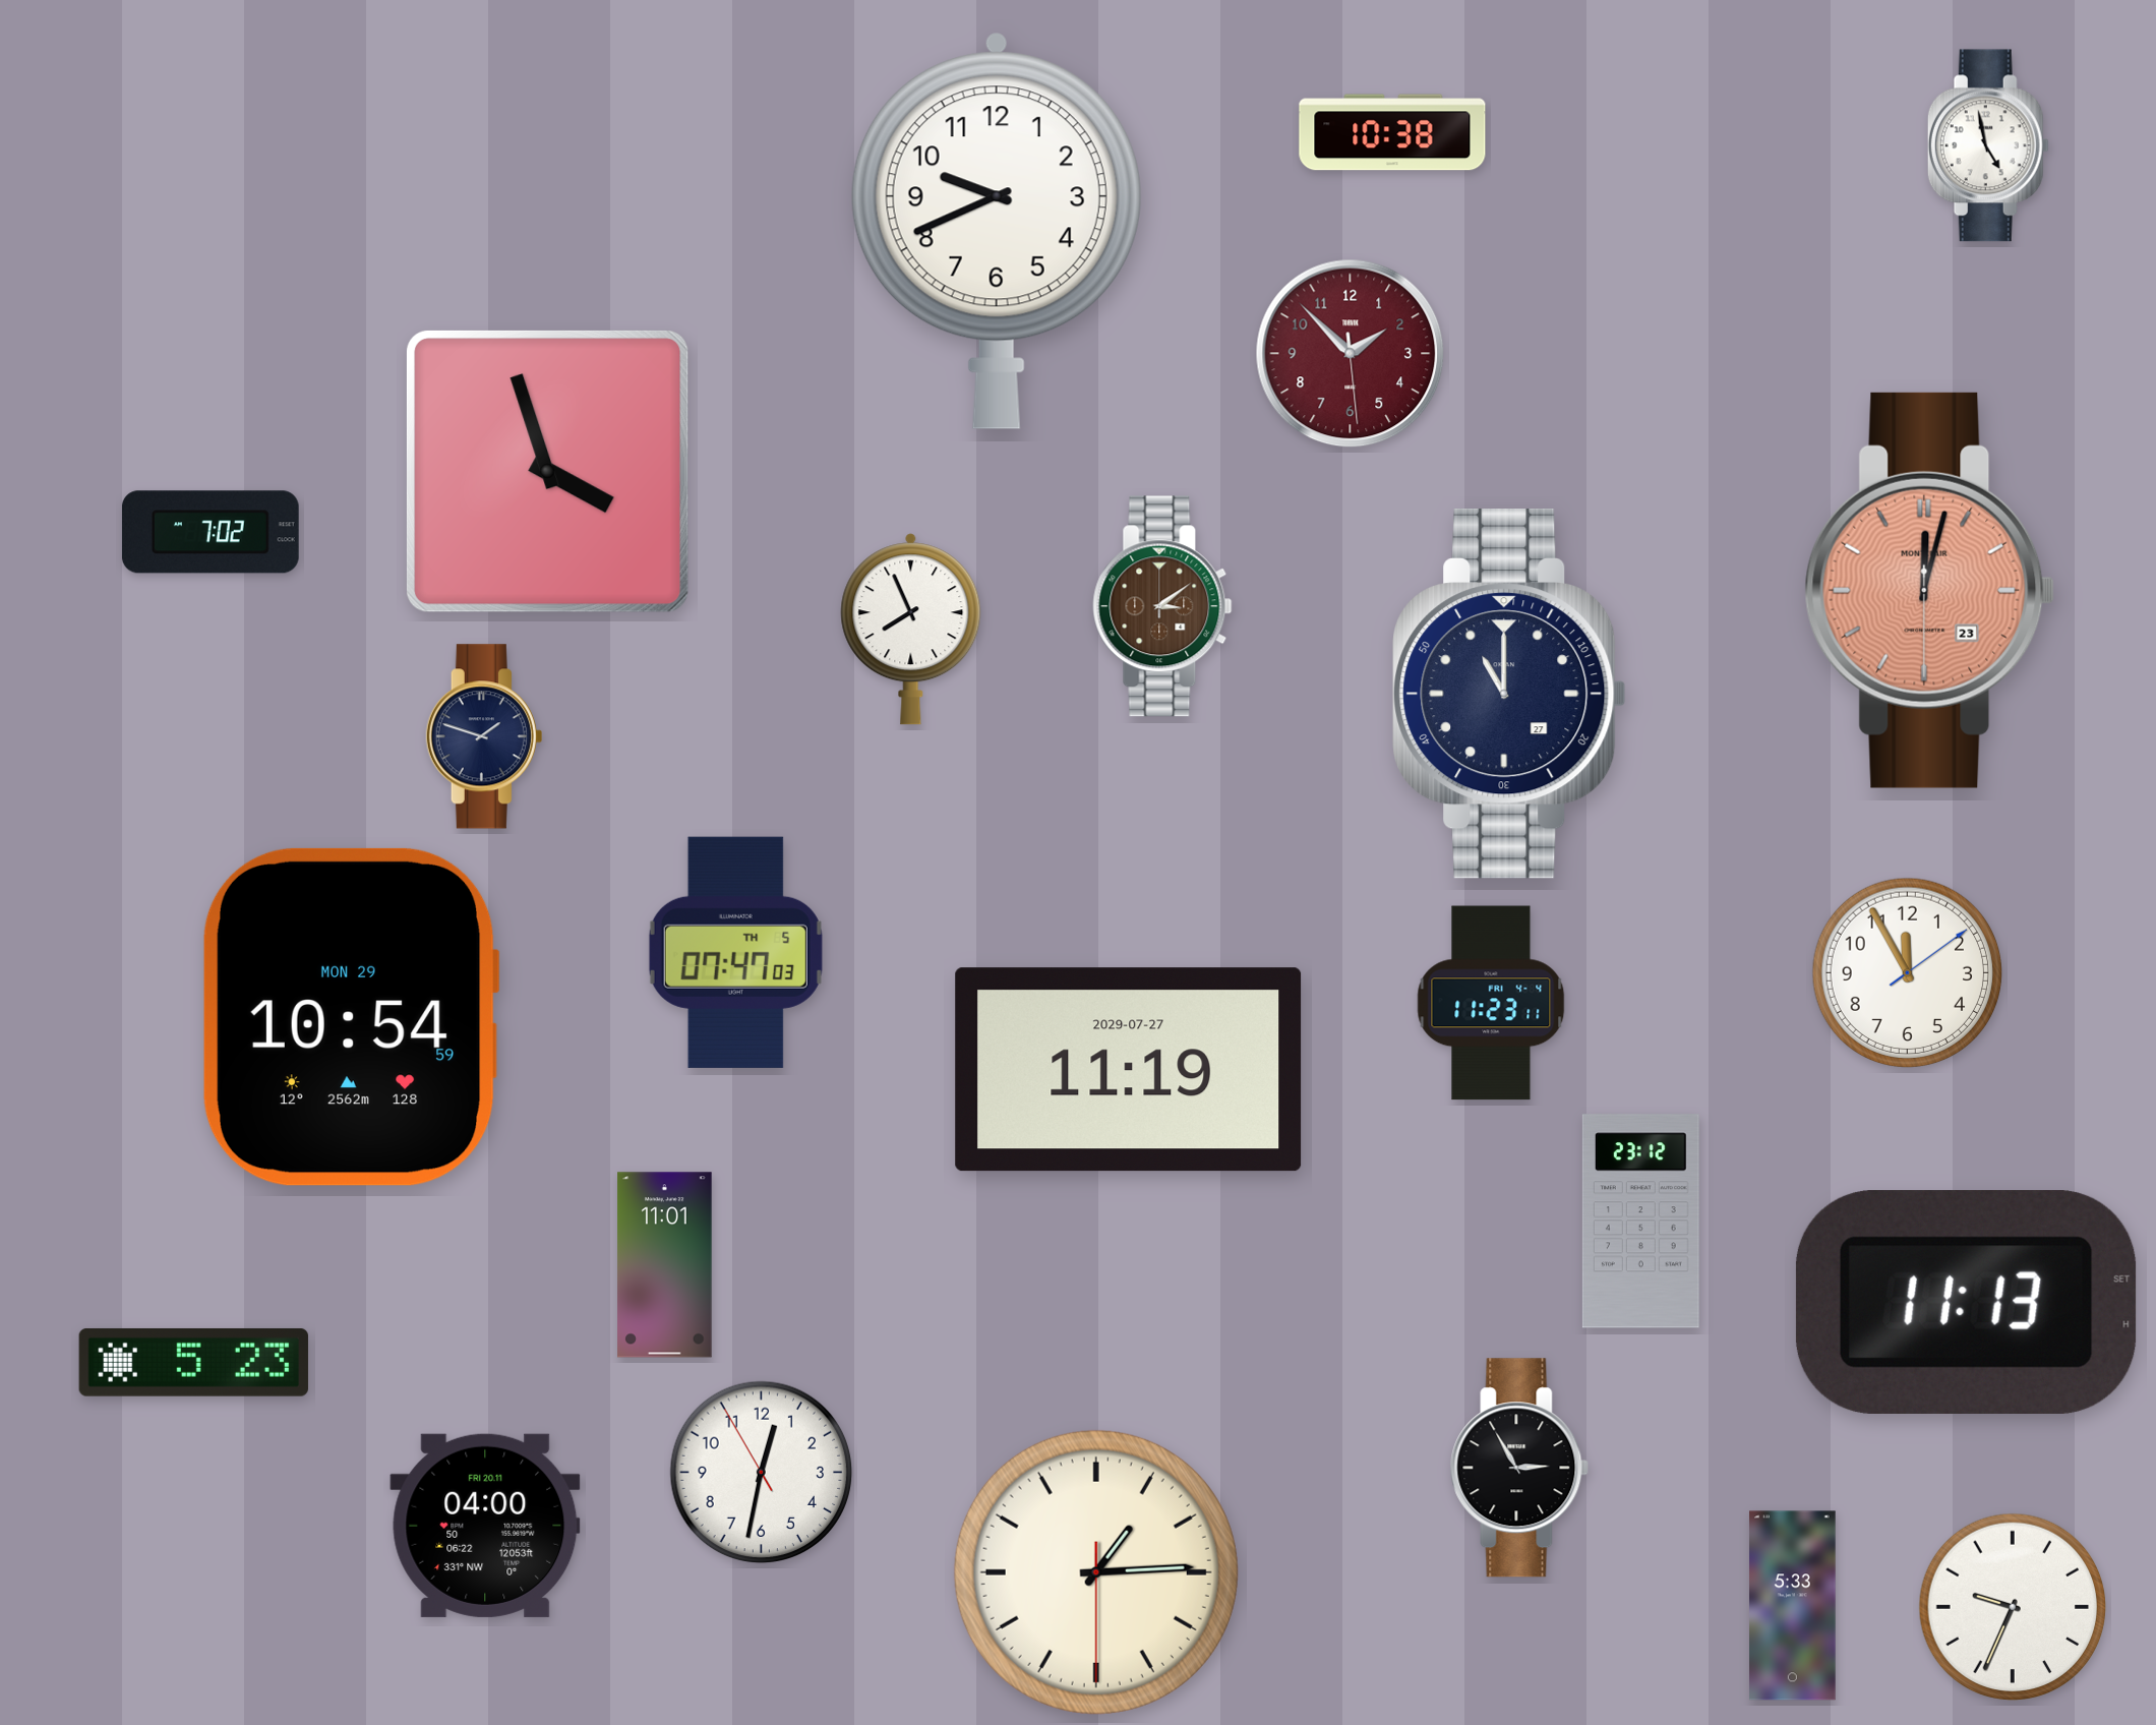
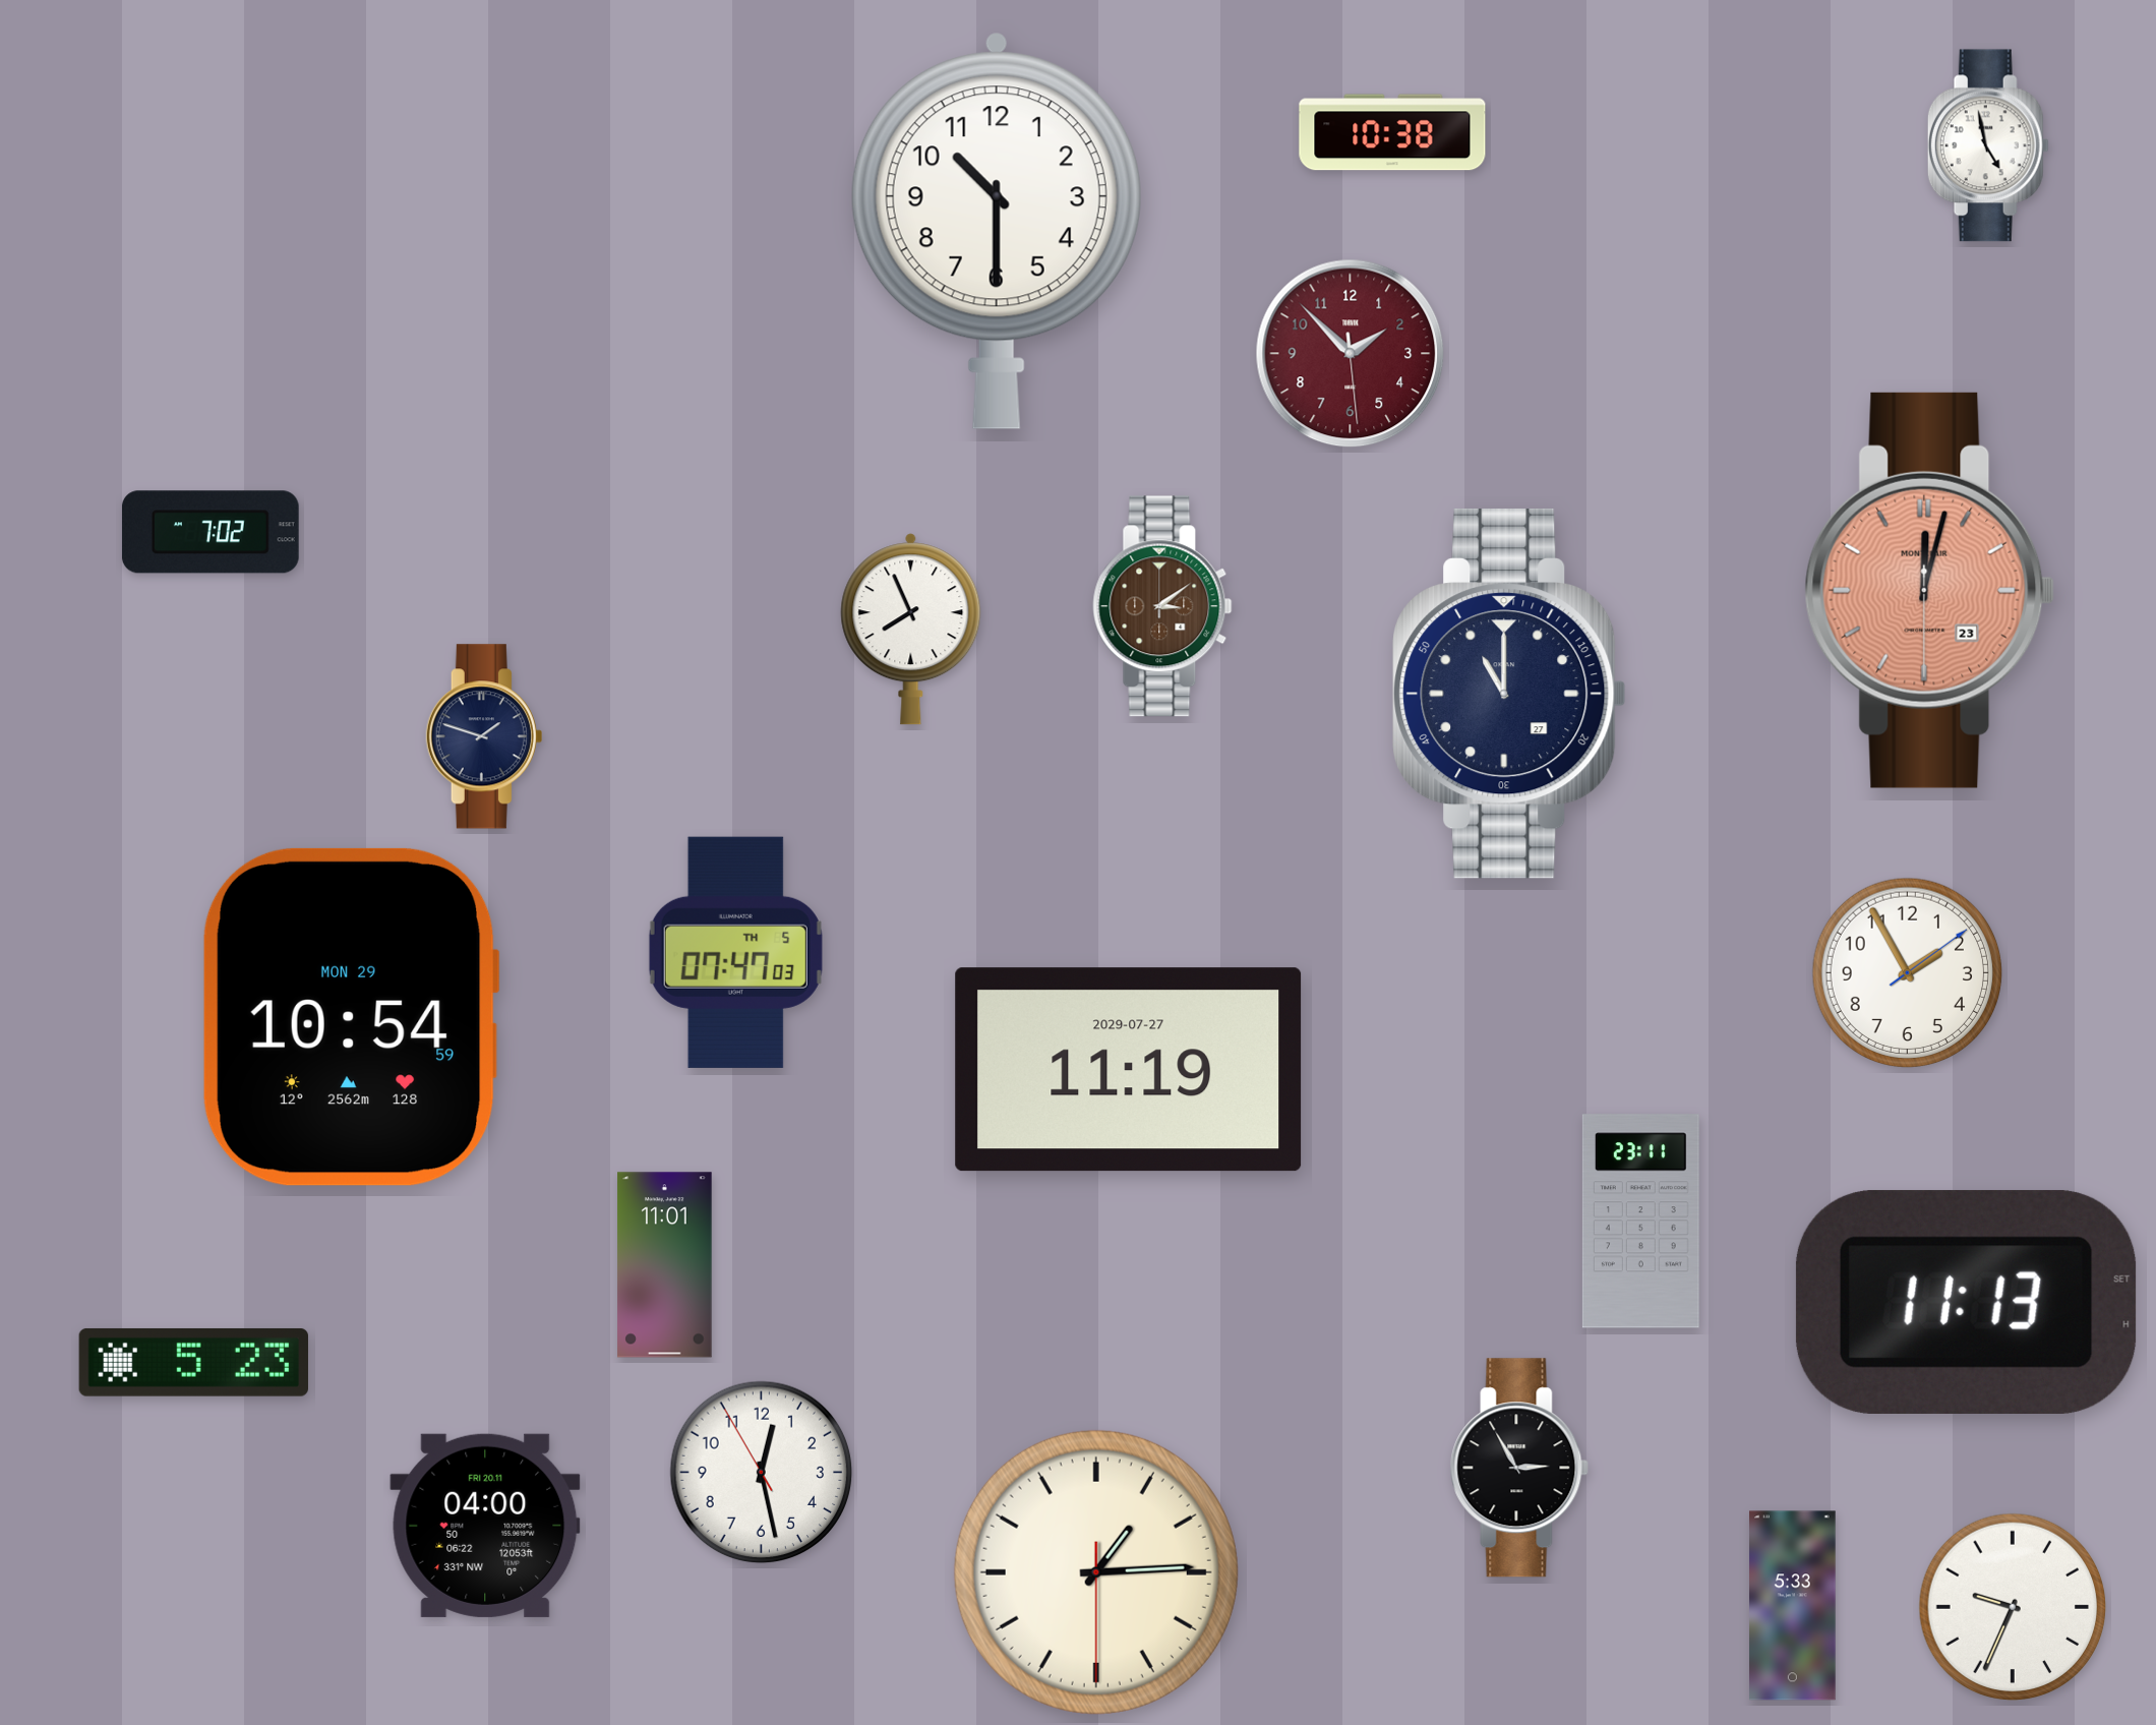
clock at (997, 231): 9:41 -> 10:30
clock at (547, 471): 3:57 -> none
clock at (1908, 973): 11:55 -> 1:55
clock at (1491, 1003): 11:23 -> none
clock at (1640, 1222): 23:12 -> 23:11
clock at (762, 1473): 12:31 -> 12:27
